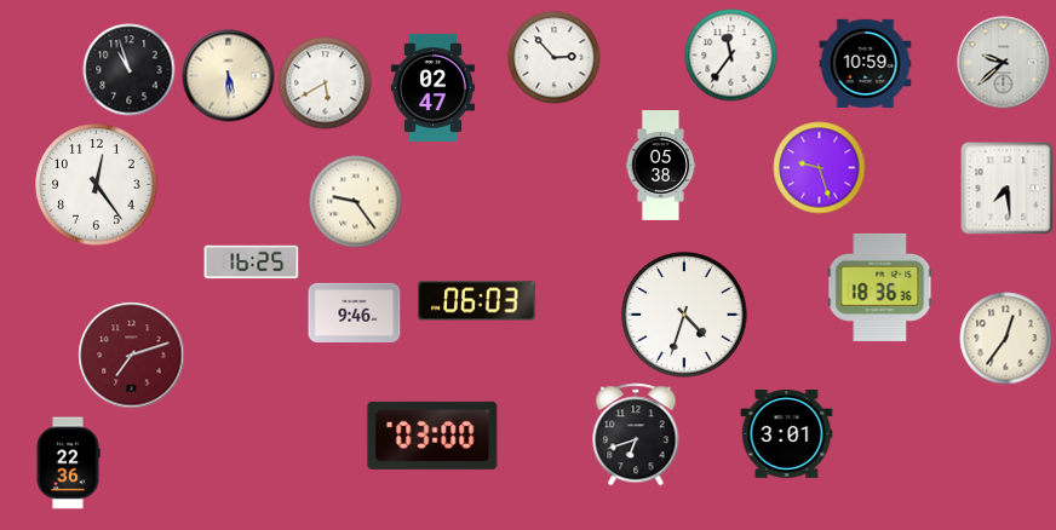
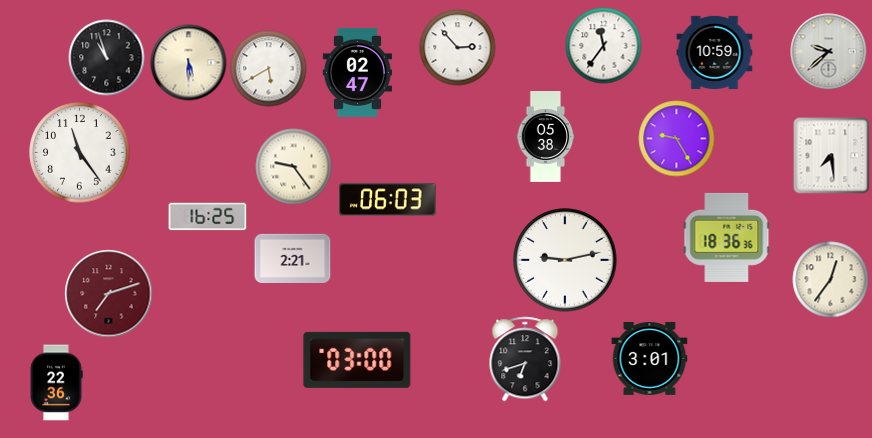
clock at (820, 168): 9:27 -> 9:25
clock at (97, 185): 12:24 -> 11:24
clock at (477, 301) position: (477, 301) -> (388, 200)
clock at (355, 312): 9:46 -> 2:21
clock at (684, 315): 4:33 -> 9:13
